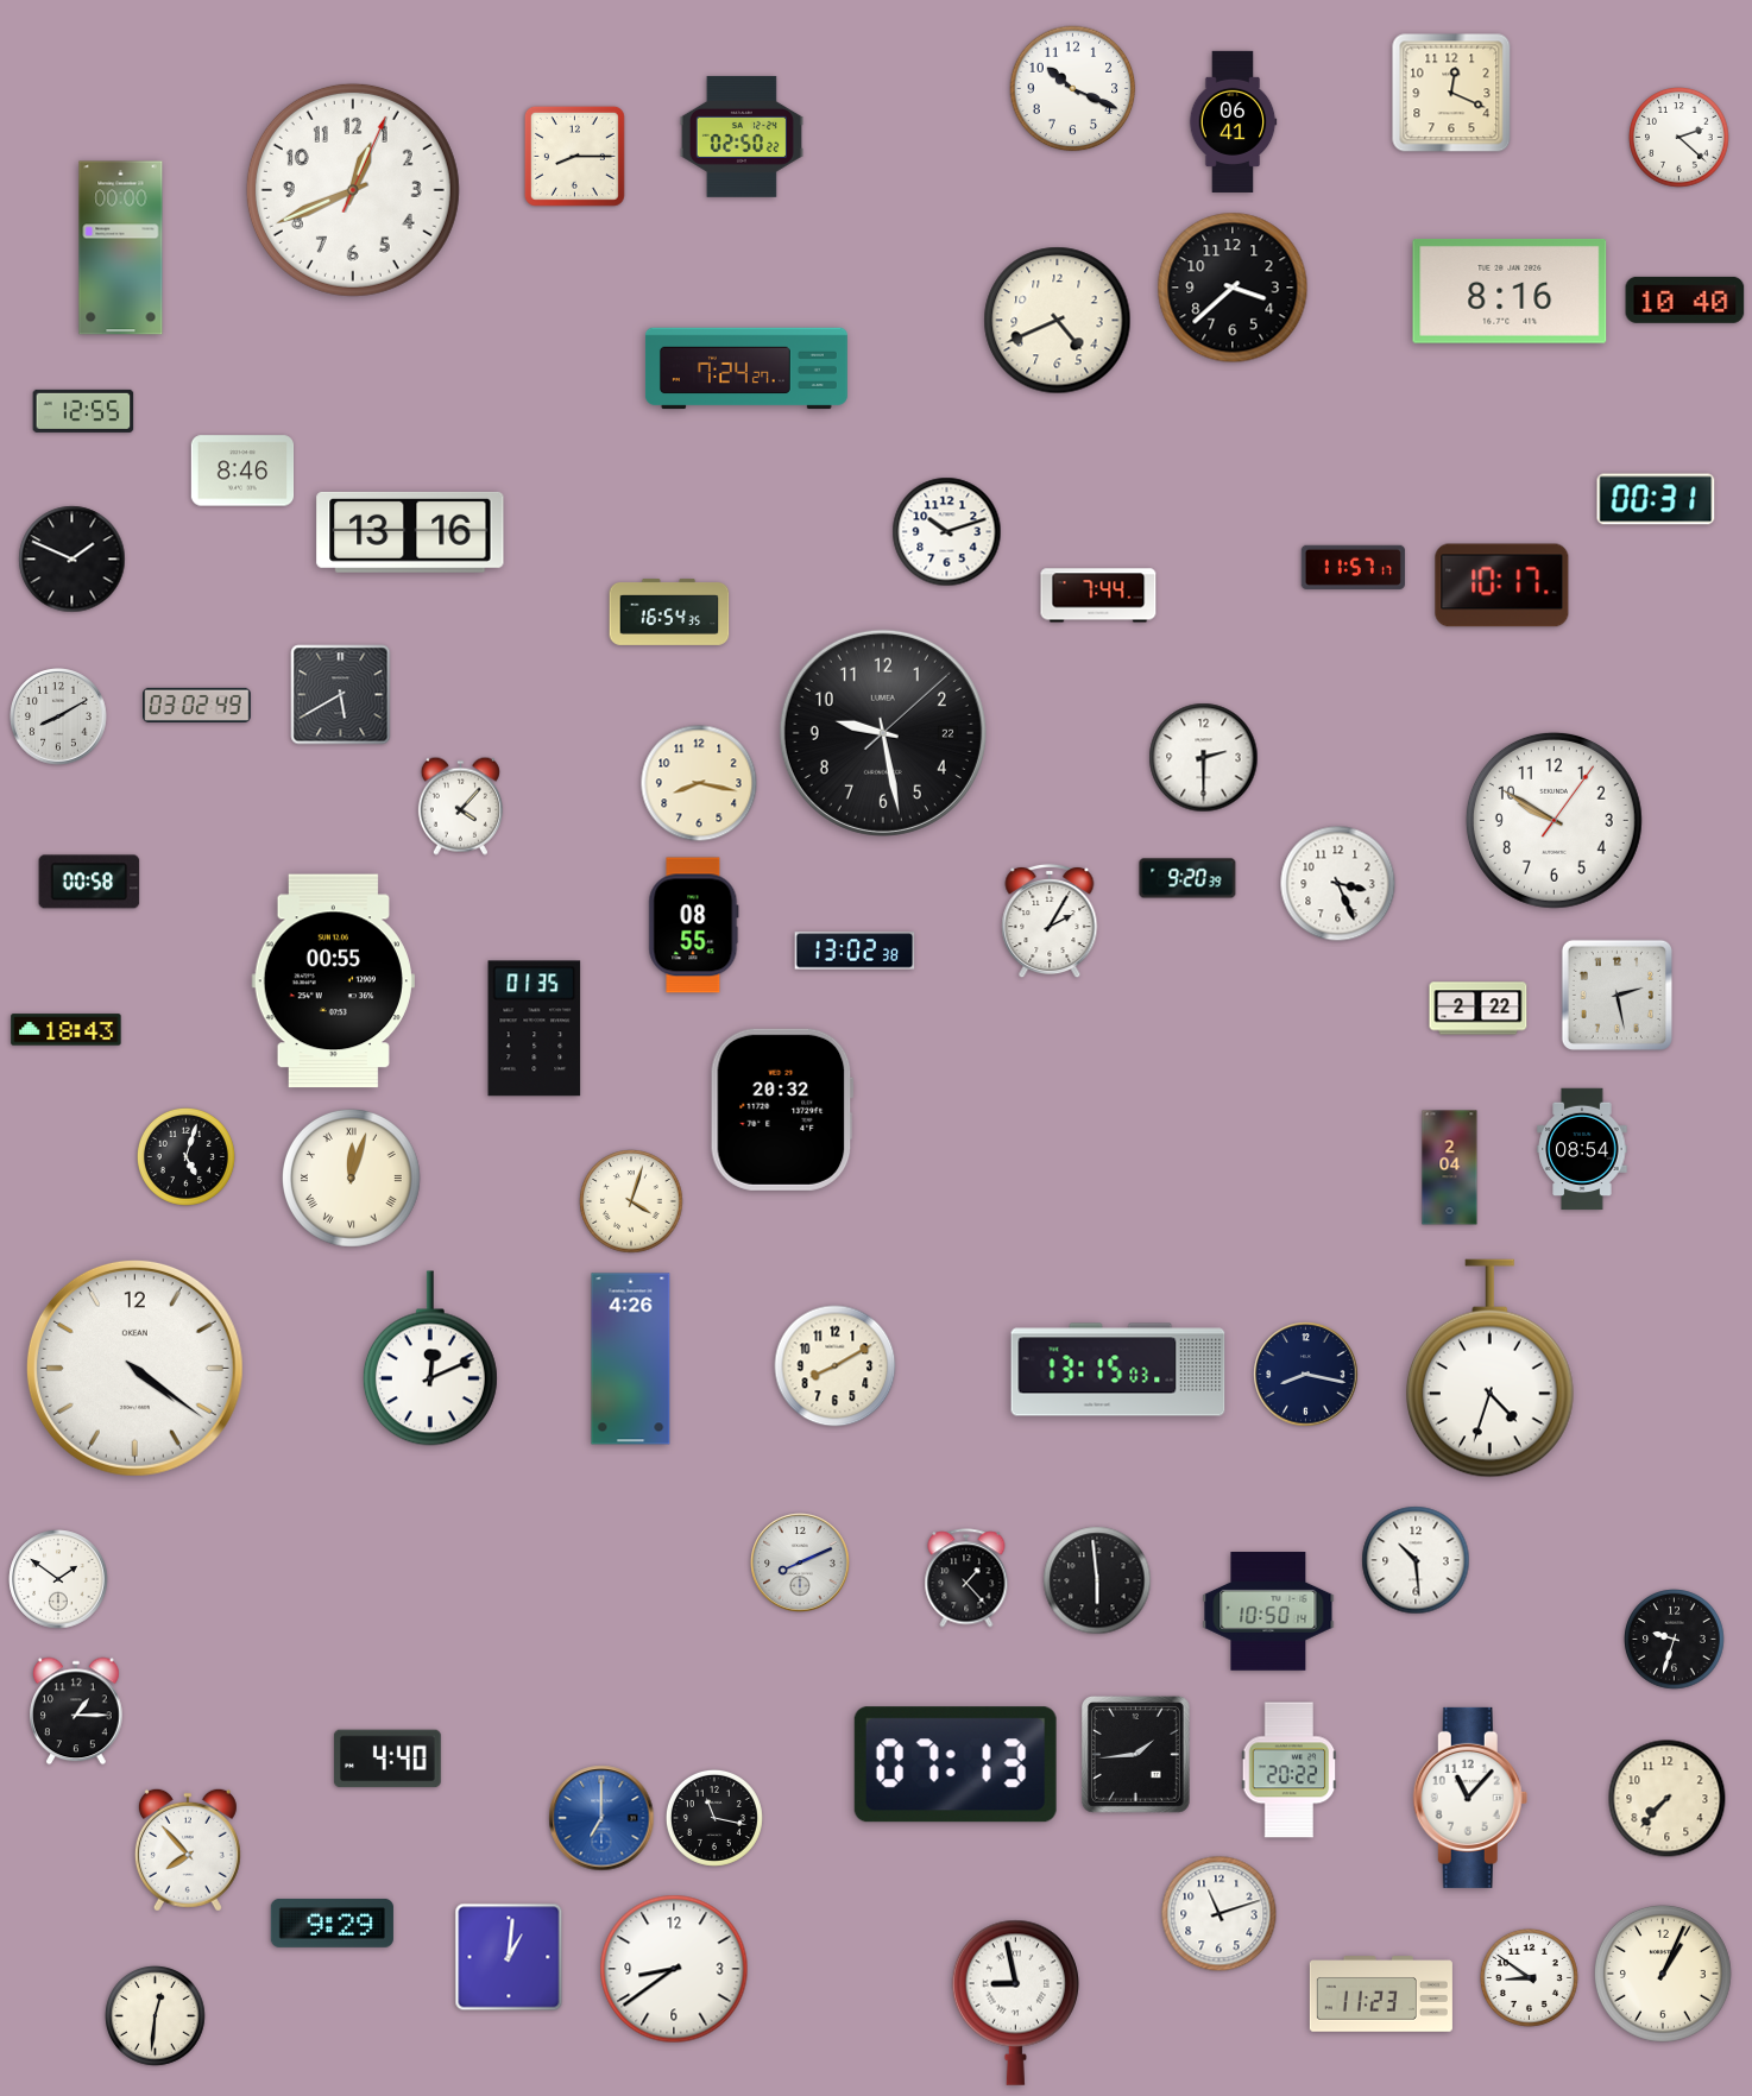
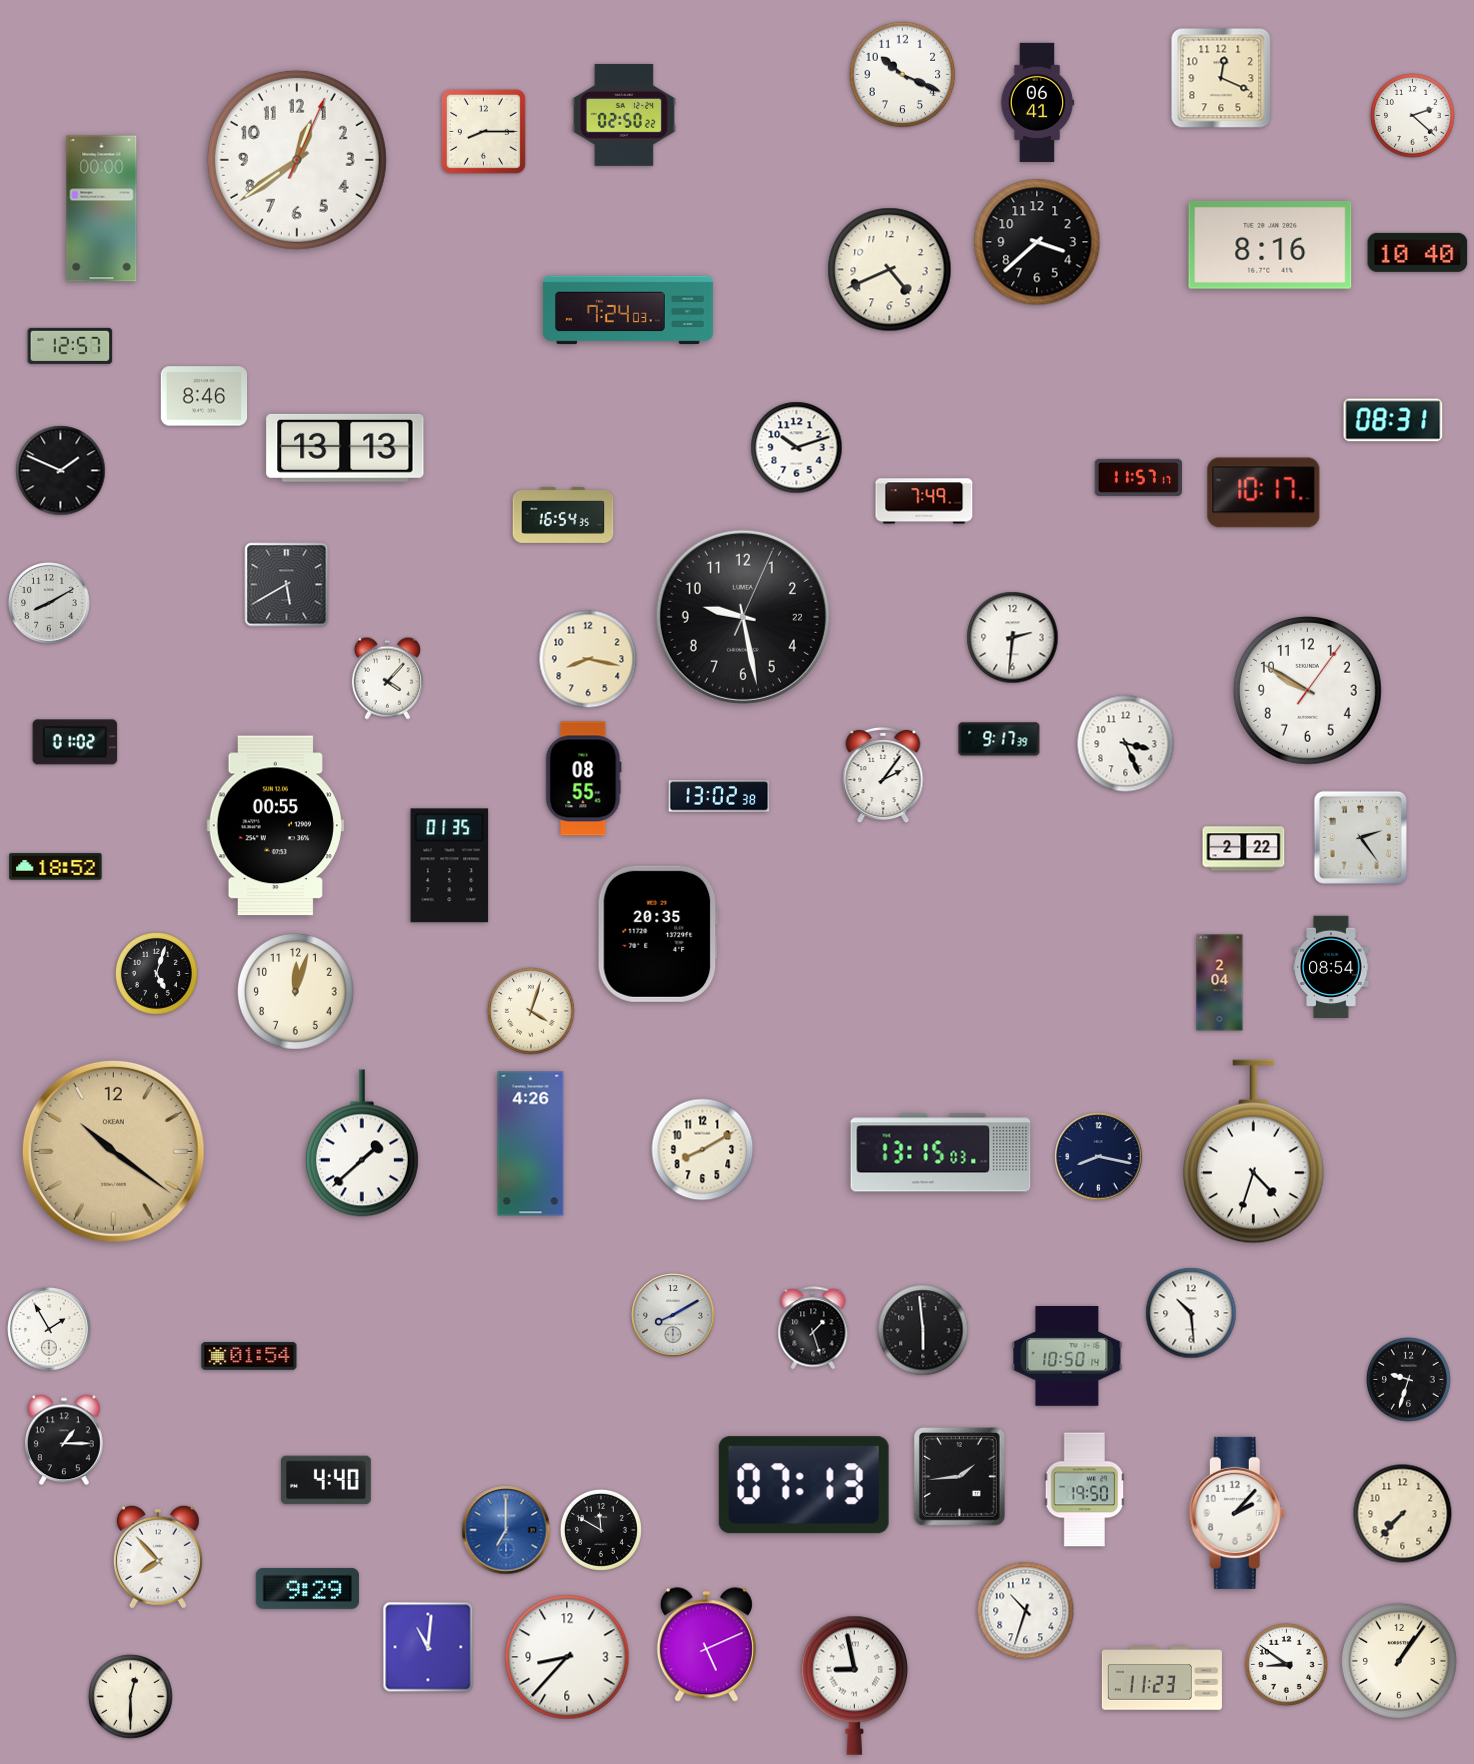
clock at (353, 190): 12:41 -> 12:39
clock at (746, 368): 7:24:27 -> 7:24:03
clock at (83, 411): 12:55 -> 12:57
clock at (1656, 499): 00:31 -> 08:31
clock at (410, 532): 13:16 -> 13:13
clock at (1098, 595): 7:44 -> 7:49
clock at (197, 705): 03:02 -> none
clock at (883, 733): 9:28:08 -> 9:28:04
clock at (1204, 758): 2:30 -> 2:31
clock at (1187, 878): 9:20 -> 9:17
clock at (89, 882): 00:58 -> 01:02
clock at (1050, 921): 2:05 -> 2:06
clock at (855, 951) position: (855, 951) -> (719, 796)
clock at (333, 981) position: (333, 981) -> (275, 826)
clock at (1616, 995): 2:28 -> 2:24
clock at (67, 1030): 18:43 -> 18:52
clock at (782, 1110): 20:32 -> 20:35
clock at (352, 1179) numerals: Roman -> Arabic
clock at (430, 1358): 12:11 -> 1:38
clock at (134, 1368): 4:21 -> 10:21
clock at (134, 1368) dial: white -> champagne
clock at (800, 1562): 8:11 -> 8:10
clock at (966, 1578): 1:23 -> 1:27
clock at (58, 1579): 1:51 -> 1:55
clock at (249, 1356): none -> 01:54
clock at (1135, 1755) position: (1135, 1755) -> (959, 1477)
clock at (1290, 1770): 20:22 -> 19:50
clock at (1470, 1798): 11:07 -> 2:07
clock at (714, 1818): 11:17 -> 11:50
clock at (1220, 1914): 11:12 -> 10:33
clock at (332, 1923) position: (332, 1923) -> (307, 1588)
clock at (706, 1645): none -> 5:11
clock at (509, 1957): 1:01 -> 11:01
clock at (674, 1969): 8:39 -> 8:37
clock at (1663, 1974): 1:04 -> 1:06
clock at (156, 2016): 12:31 -> 12:30
